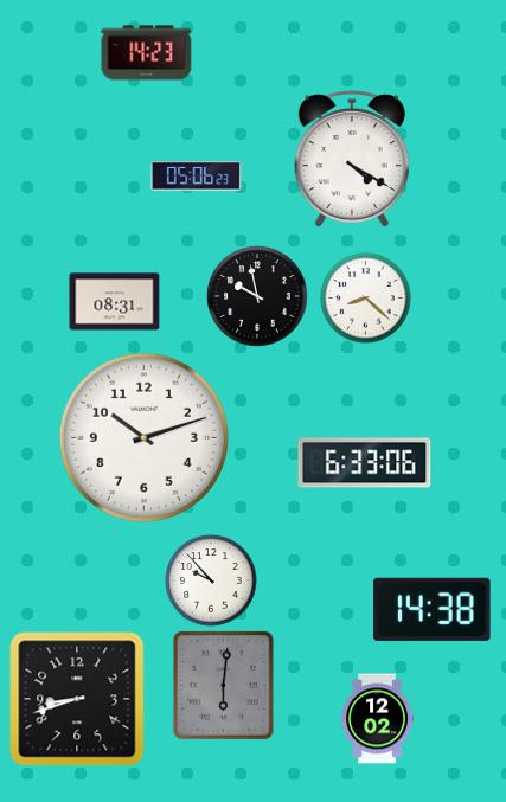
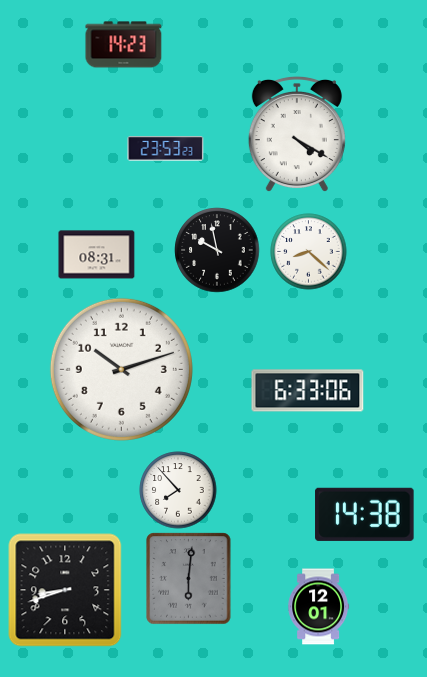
clock at (197, 177): 05:06 -> 23:53
clock at (211, 580): 9:53 -> 7:53
clock at (378, 719): 12:02 -> 12:01
